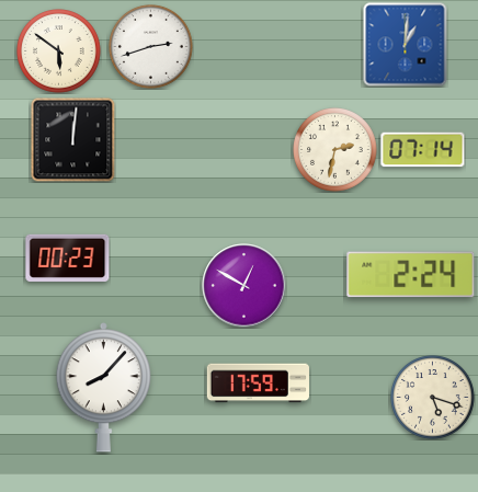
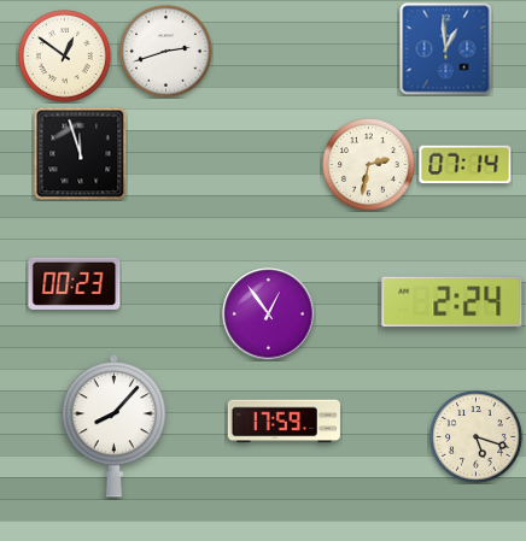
clock at (406, 45): 1:01 -> 12:59
clock at (59, 52): 5:51 -> 12:51
clock at (72, 140): 12:01 -> 11:57
clock at (244, 286): 12:50 -> 12:54
